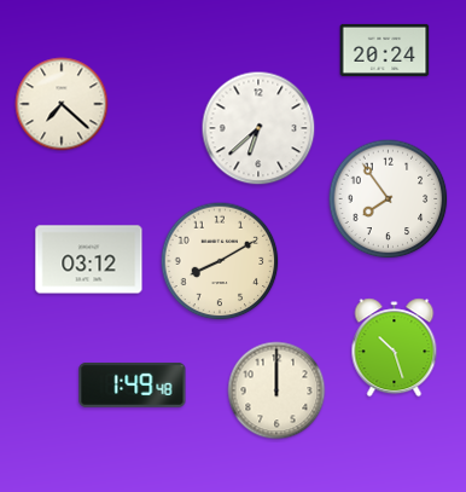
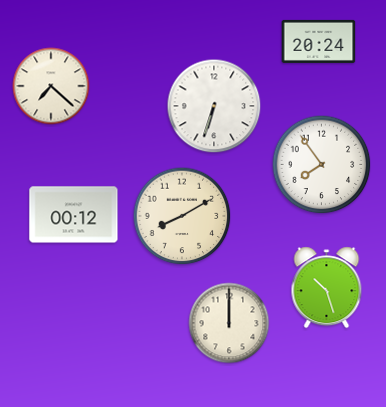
clock at (258, 128): 6:38 -> 6:33
clock at (89, 260): 03:12 -> 00:12
clock at (133, 384): 1:49 -> none
